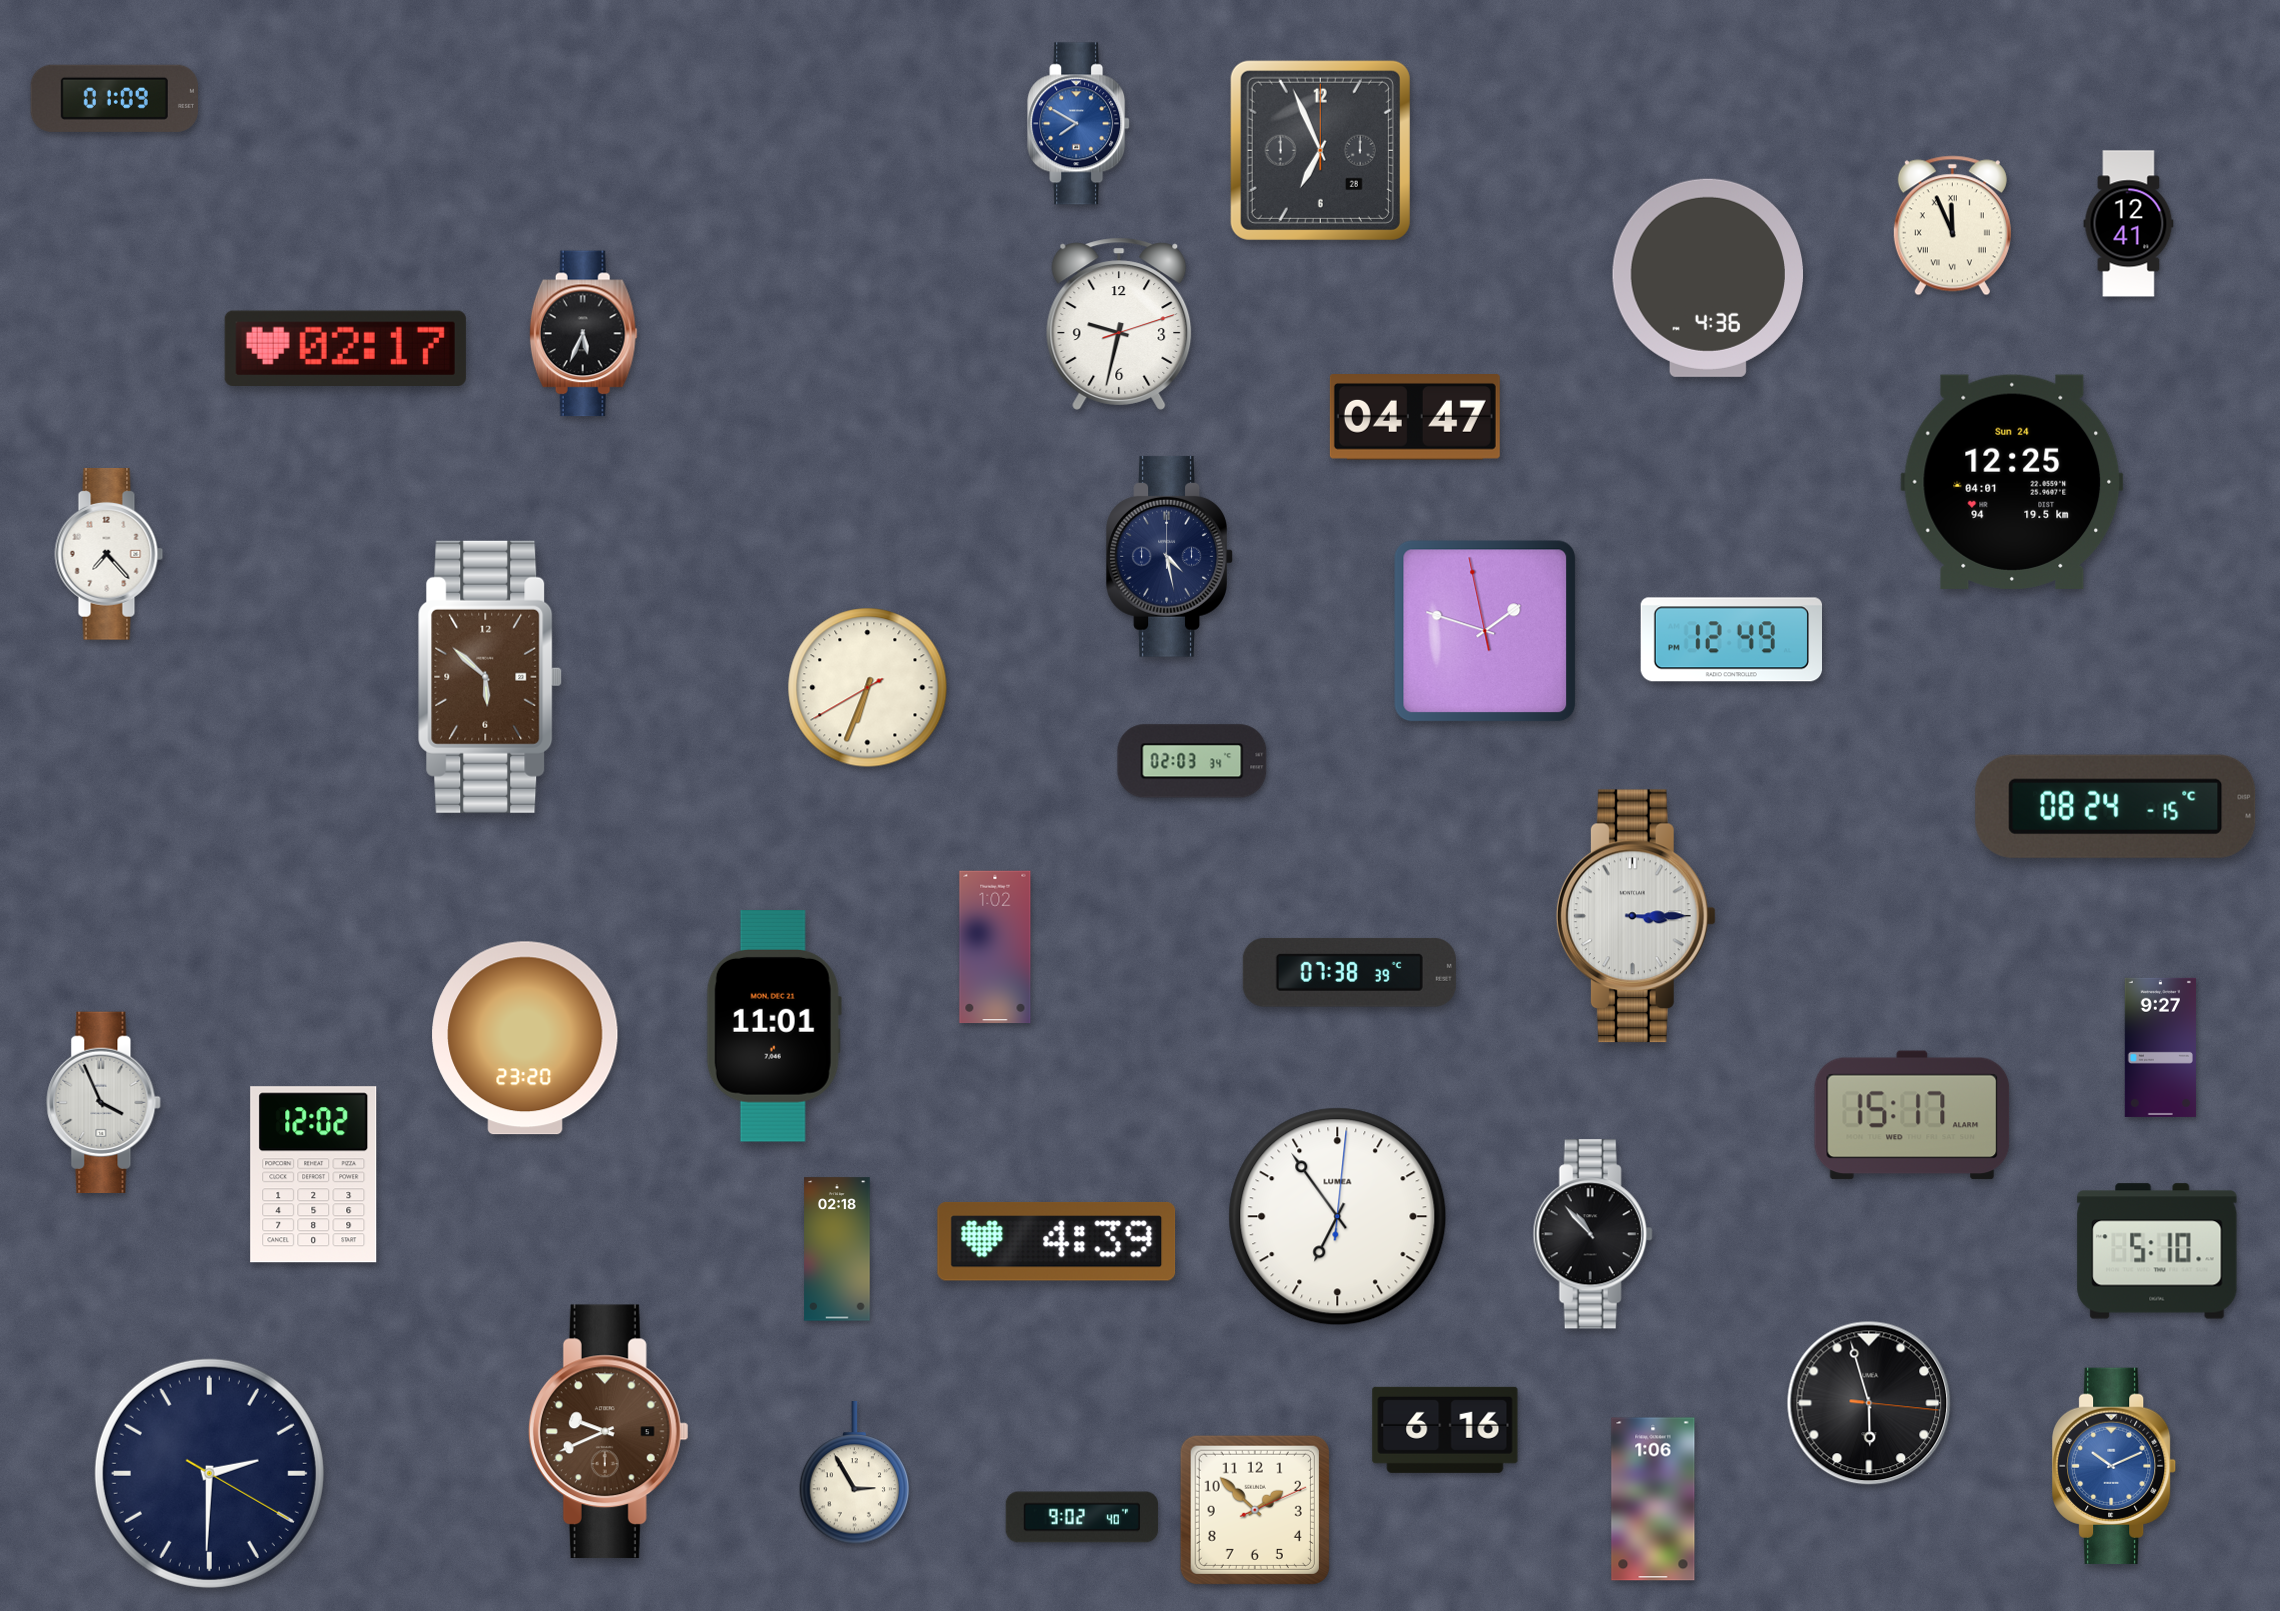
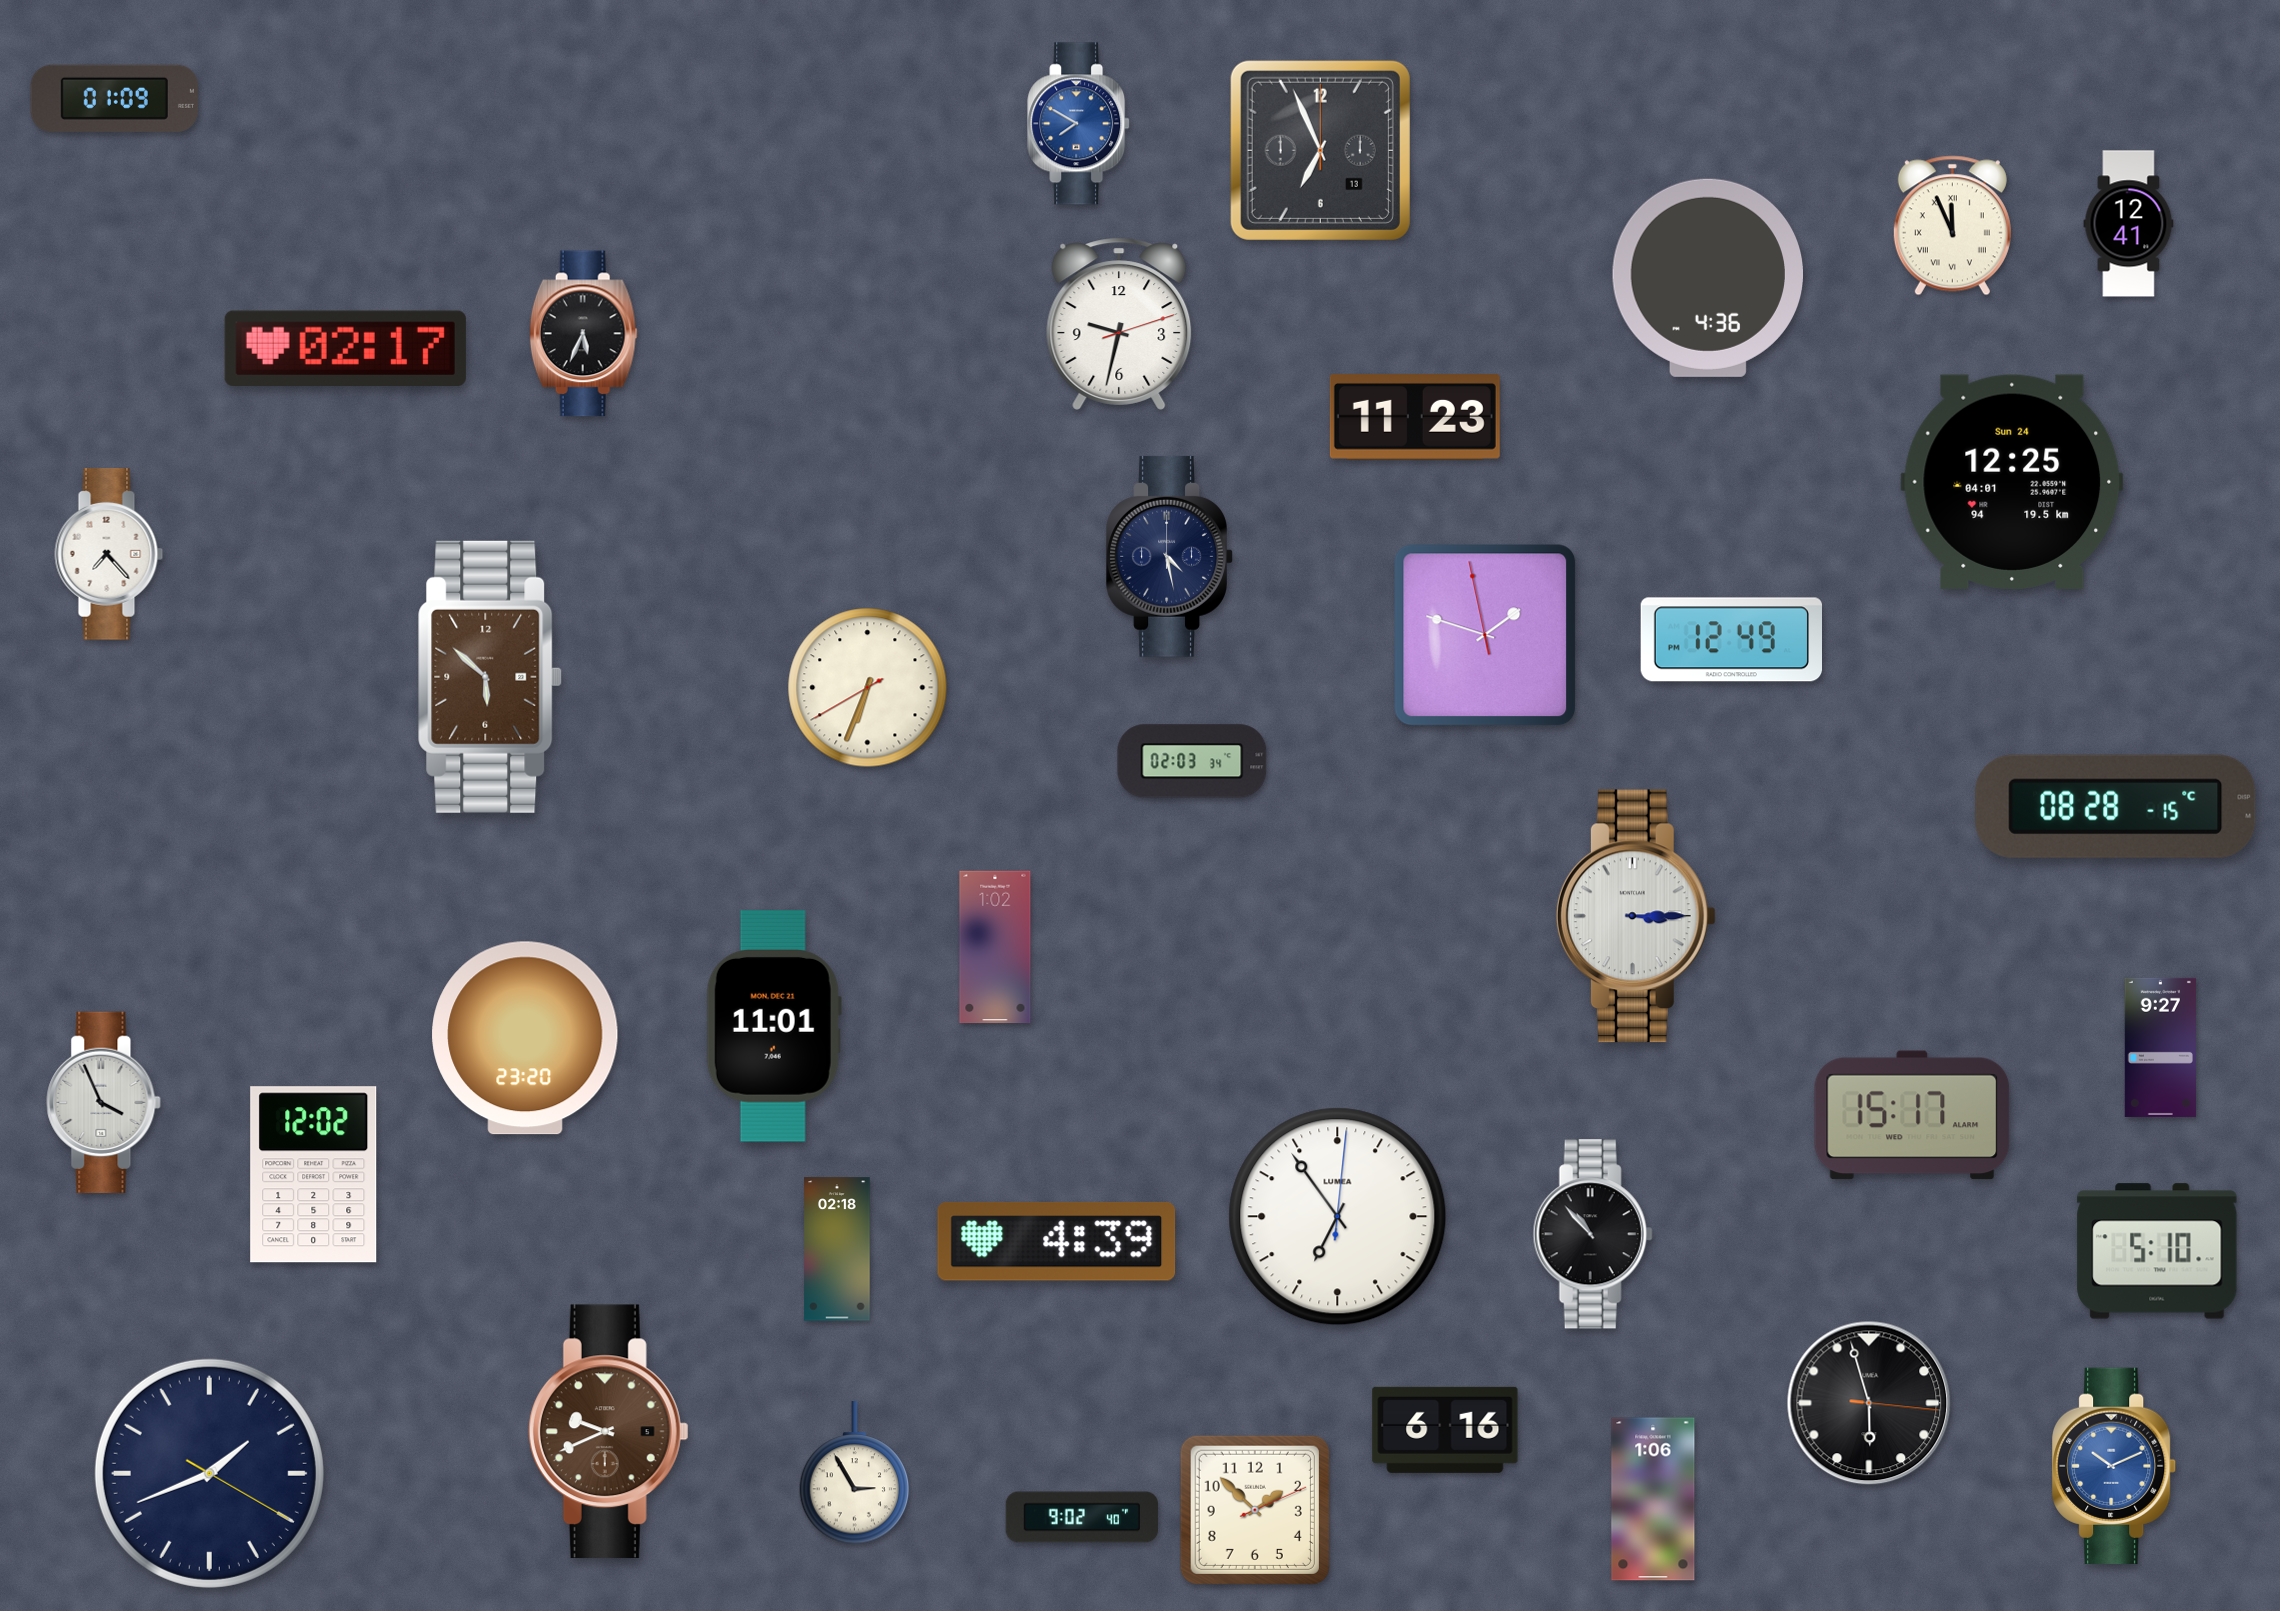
clock at (1320, 150) date: 28 -> 13
clock at (1415, 417): 04:47 -> 11:23
clock at (1485, 631) position: (1485, 631) -> (1485, 635)
clock at (2116, 806): 08:24 -> 08:28
clock at (1349, 972): 07:38 -> none
clock at (209, 1473): 2:30 -> 1:41
